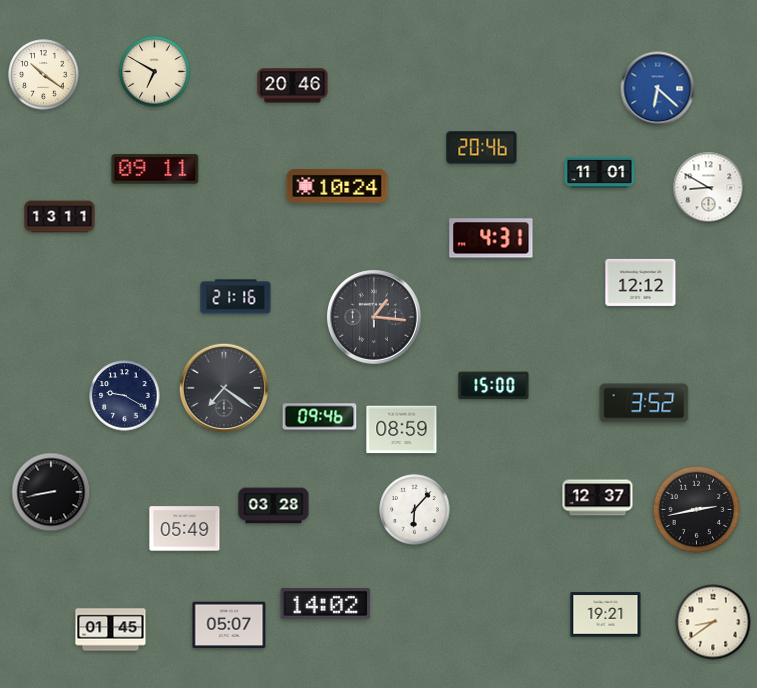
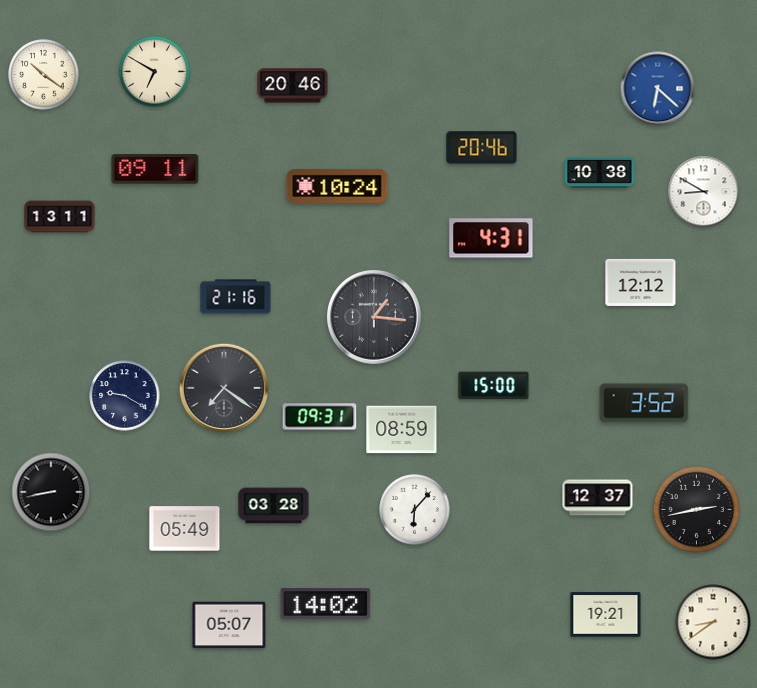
clock at (600, 172): 11:01 -> 10:38
clock at (709, 188) position: (709, 188) -> (704, 192)
clock at (320, 417): 09:46 -> 09:31
clock at (111, 630): 01:45 -> none
